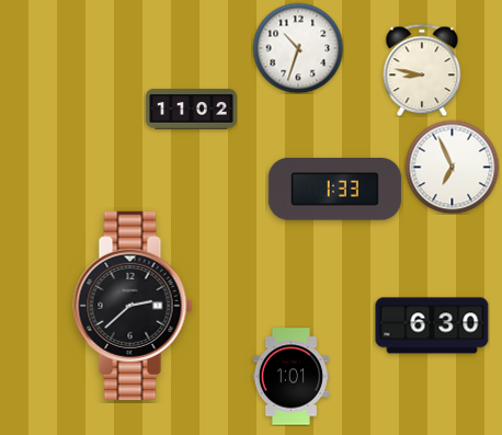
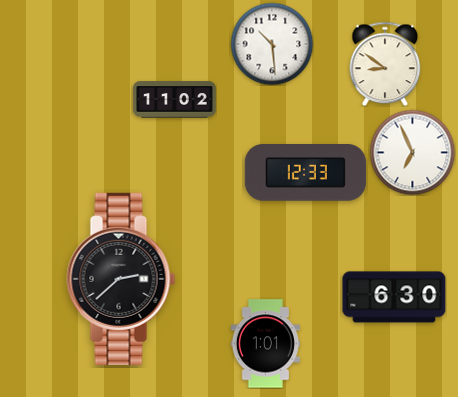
clock at (298, 48): 10:33 -> 10:29
clock at (422, 70): 8:47 -> 8:51
clock at (334, 190): 1:33 -> 12:33
